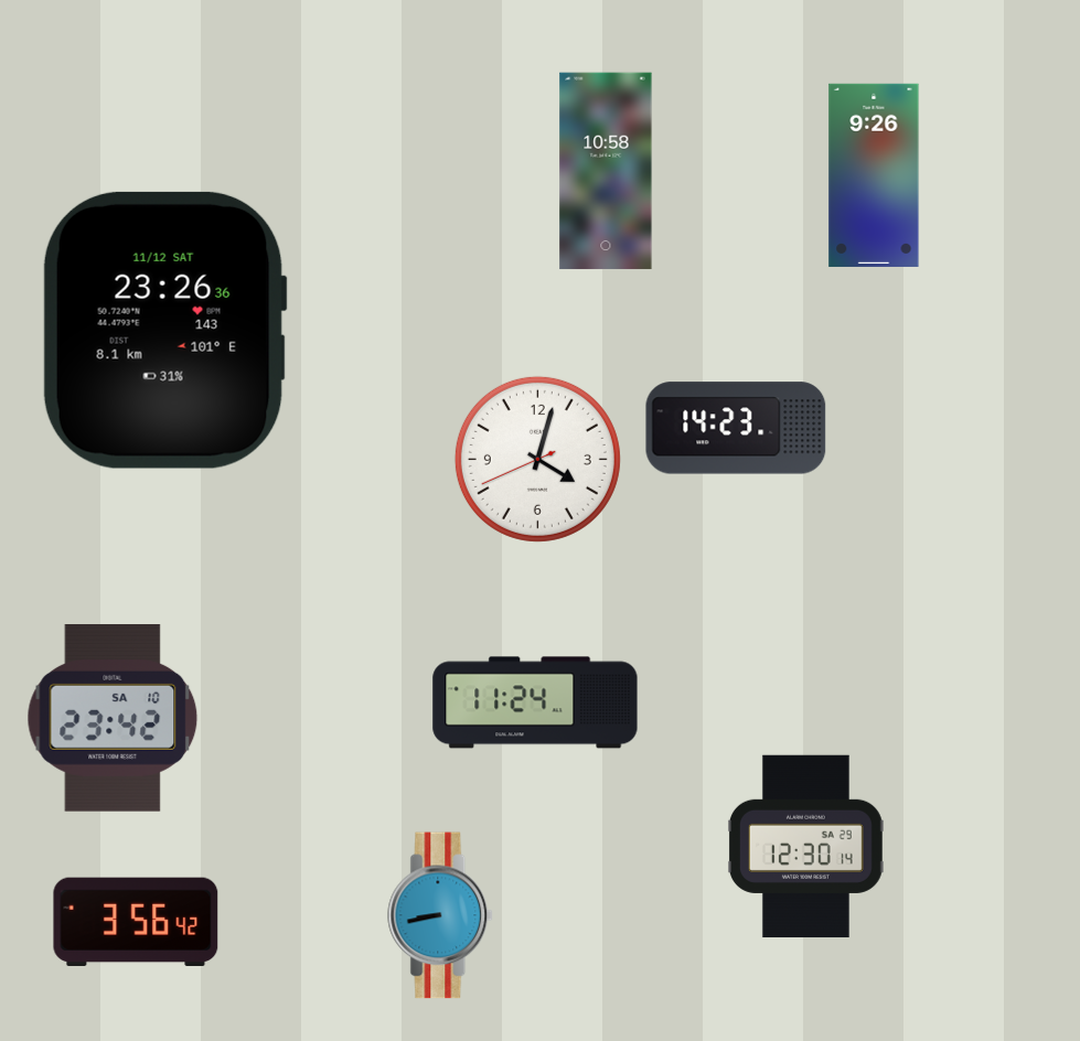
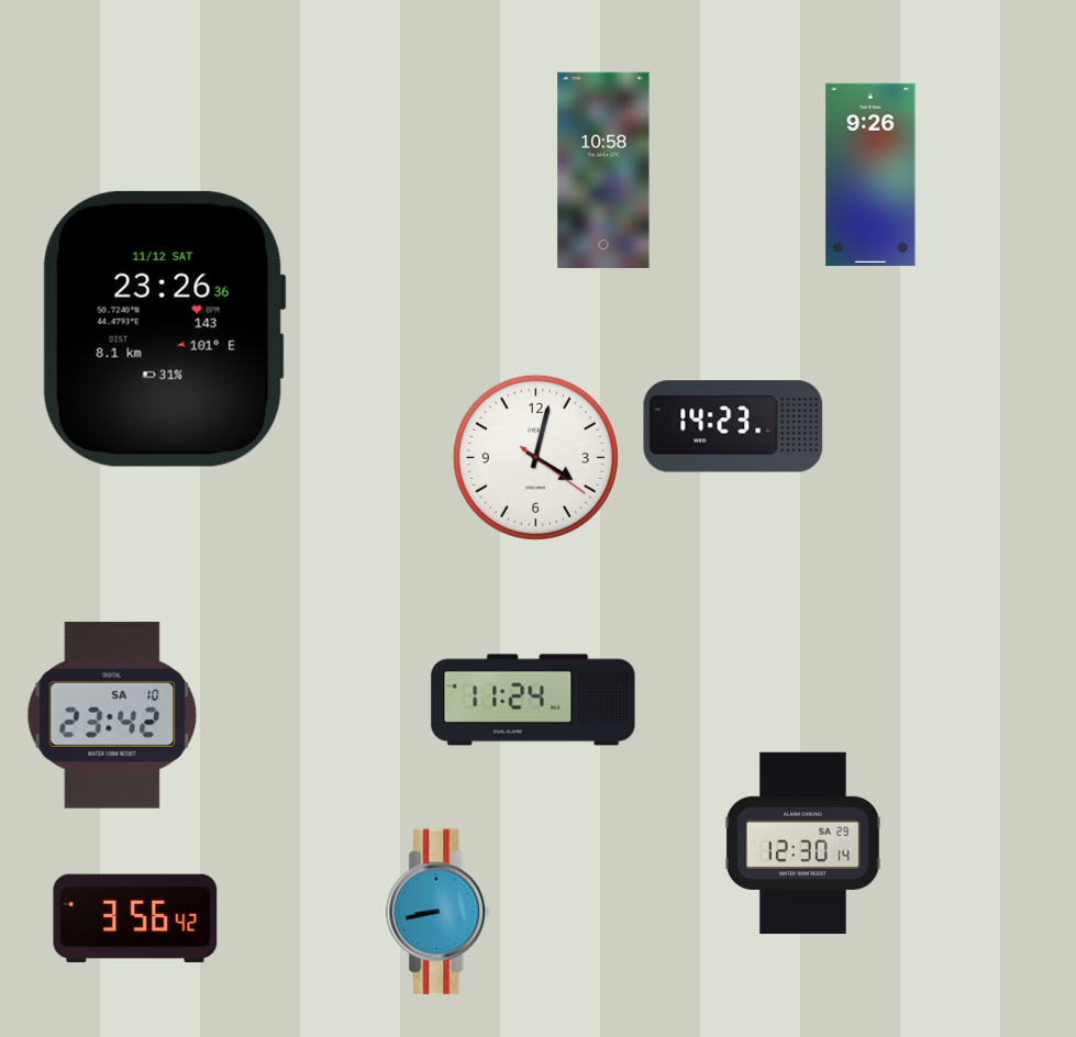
clock at (537, 459): 4:02:41 -> 4:02:21
